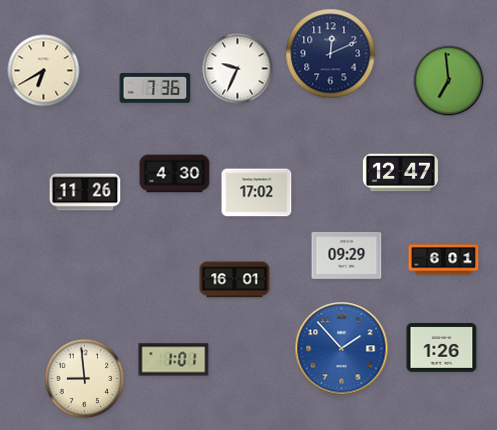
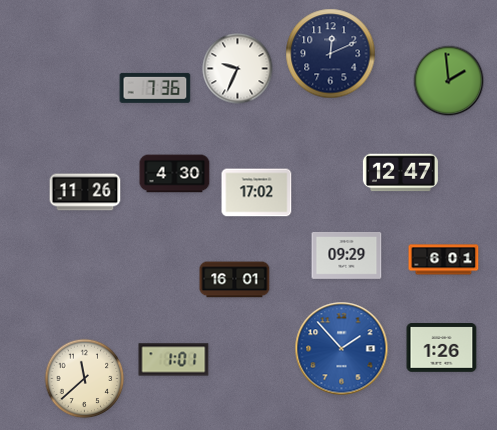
clock at (44, 71): 6:40 -> none
clock at (449, 81): 6:59 -> 1:59
clock at (85, 379): 8:59 -> 11:38
